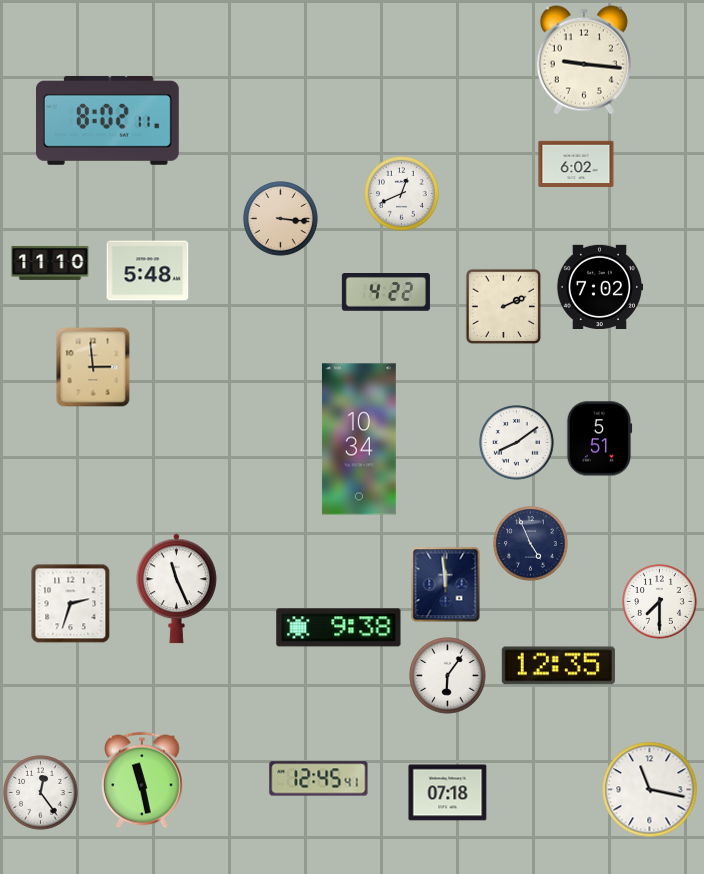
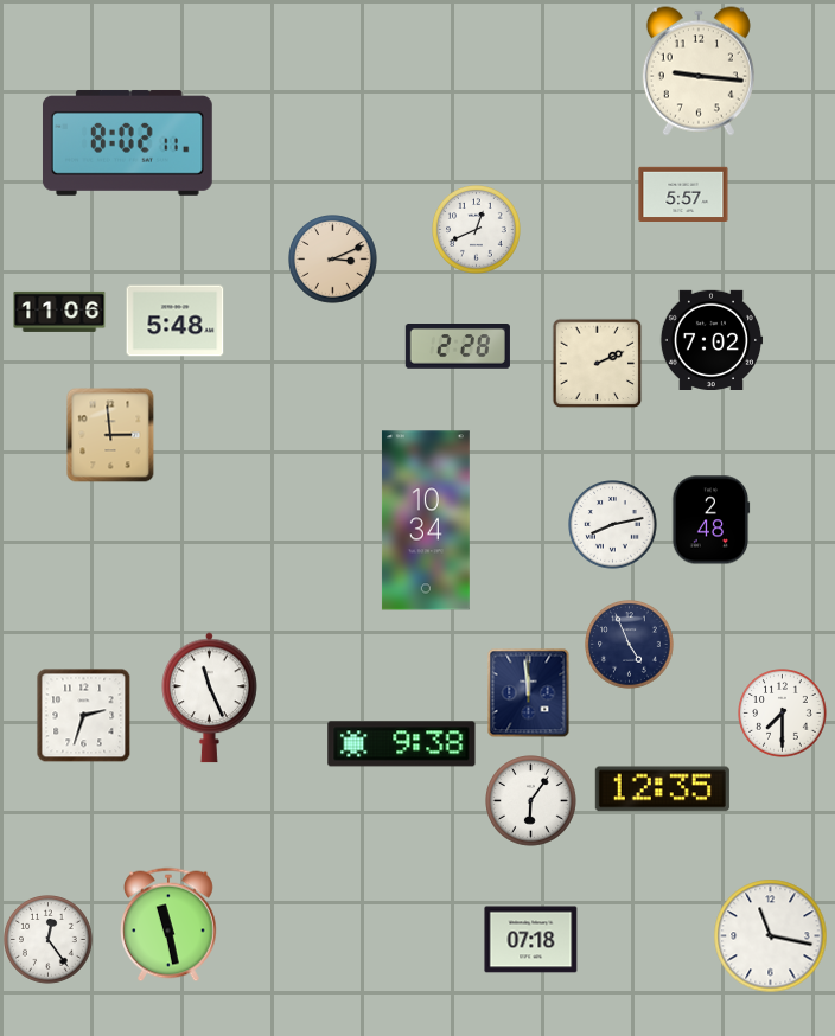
clock at (584, 60) position: (584, 60) -> (699, 71)
clock at (576, 163): 6:02 -> 5:57
clock at (281, 219): 3:16 -> 3:11
clock at (50, 263): 11:10 -> 11:06
clock at (386, 293): 4:22 -> 2:28
clock at (599, 439): 5:51 -> 2:48
clock at (517, 443): 8:09 -> 8:13
clock at (319, 779): 12:45 -> none
